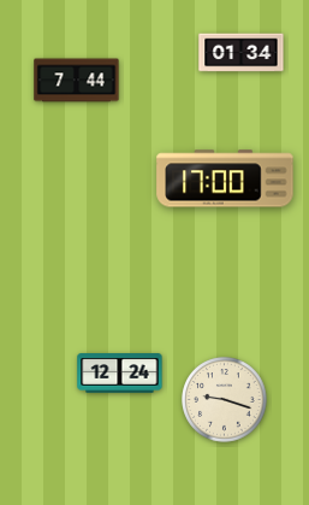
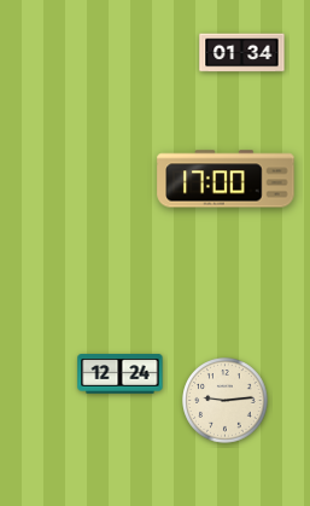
clock at (77, 81): 7:44 -> none
clock at (225, 400): 9:18 -> 9:14
